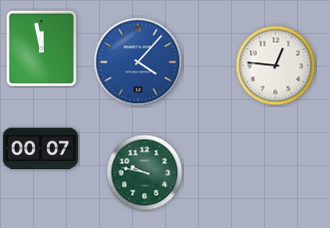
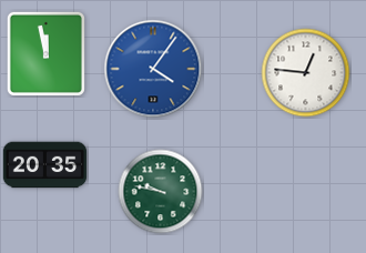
clock at (138, 62): 4:07 -> 4:06
clock at (41, 149): 00:07 -> 20:35
